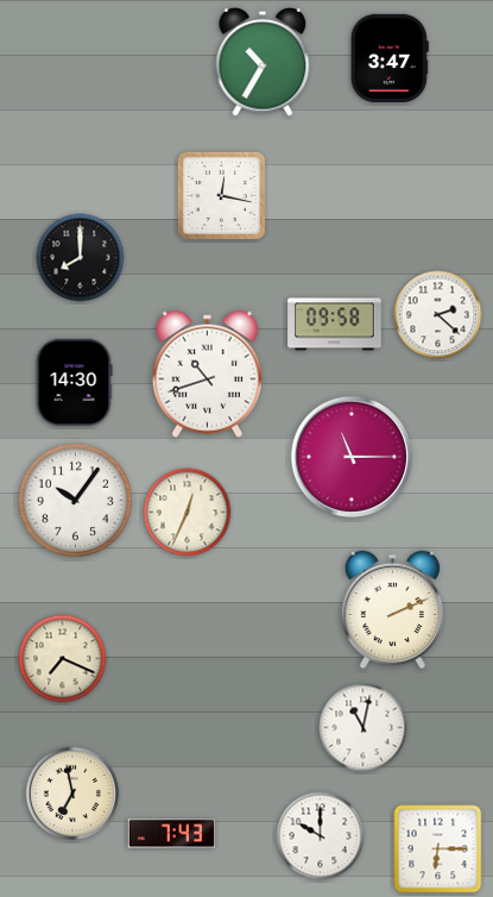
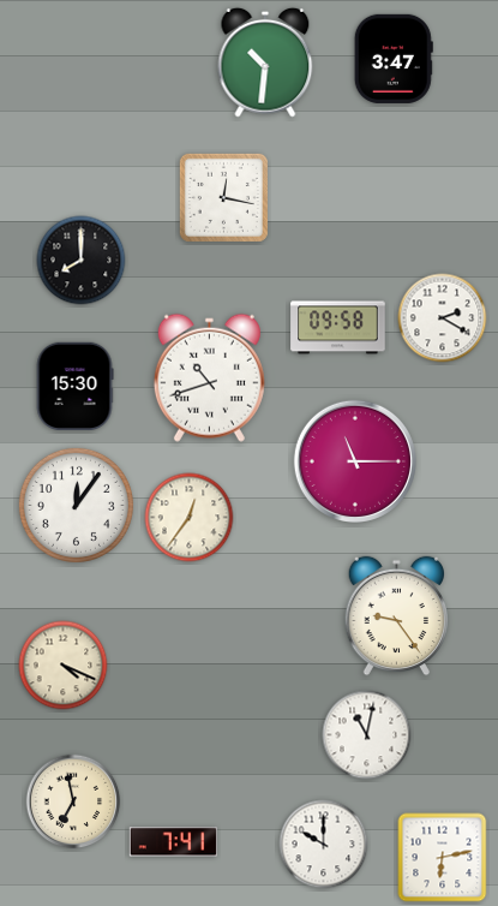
clock at (263, 62): 10:35 -> 10:31
clock at (438, 315): 2:22 -> 2:20
clock at (74, 382): 14:30 -> 15:30
clock at (75, 500): 10:06 -> 12:06
clock at (188, 513): 12:34 -> 12:36
clock at (392, 610): 2:11 -> 9:24
clock at (63, 659): 7:19 -> 4:19
clock at (171, 834): 7:43 -> 7:41
clock at (438, 849): 6:15 -> 6:13
